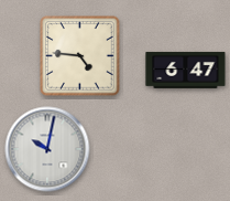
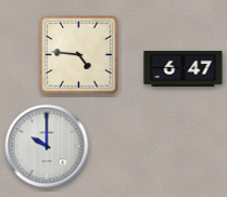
clock at (47, 149): 10:02 -> 10:00
